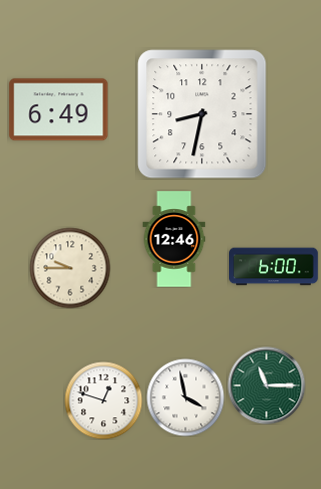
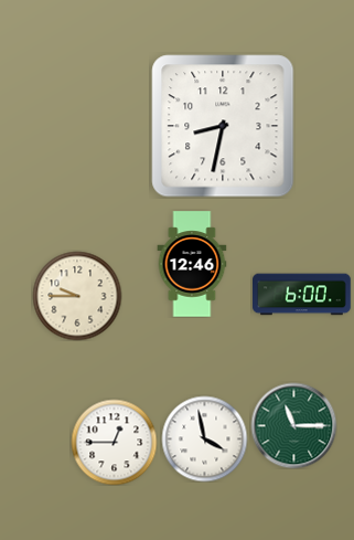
clock at (59, 110): 6:49 -> none
clock at (103, 400): 12:48 -> 12:45
